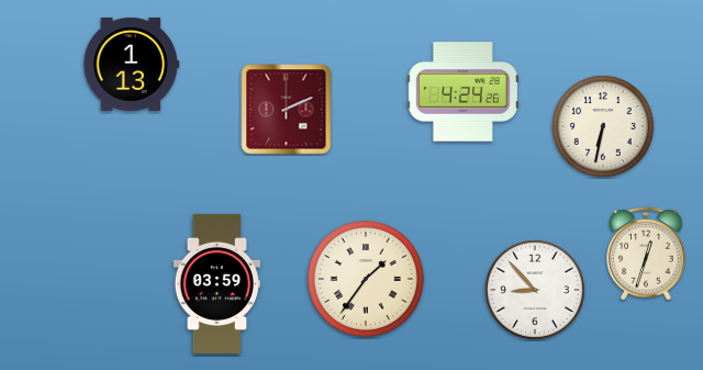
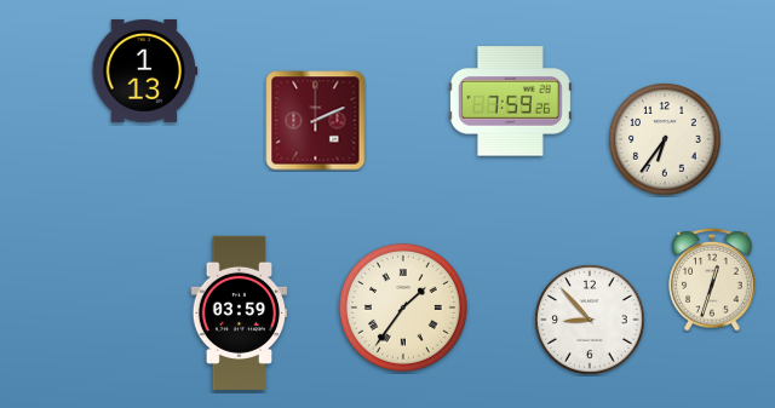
clock at (462, 92): 4:24 -> 7:59
clock at (603, 126): 6:32 -> 6:36
